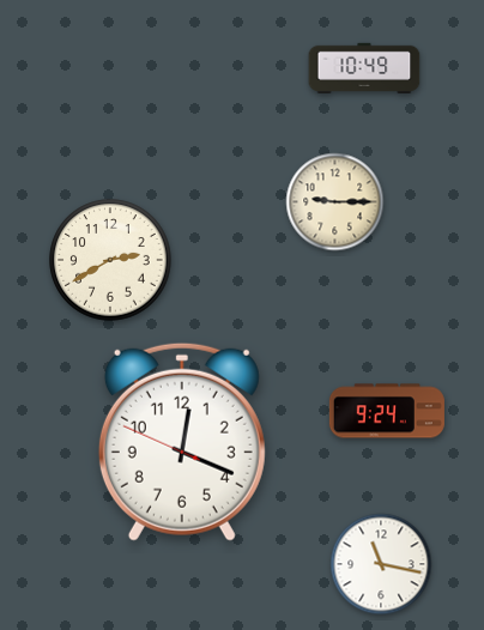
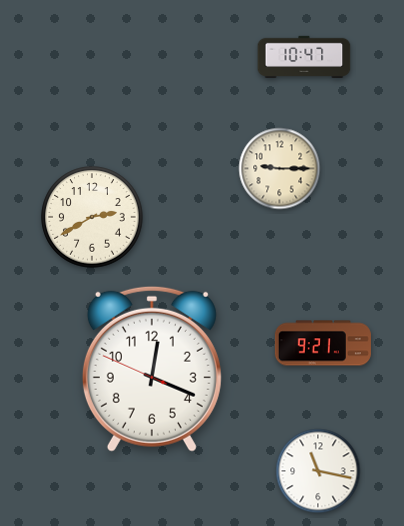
clock at (364, 67): 10:49 -> 10:47
clock at (387, 411): 9:24 -> 9:21
